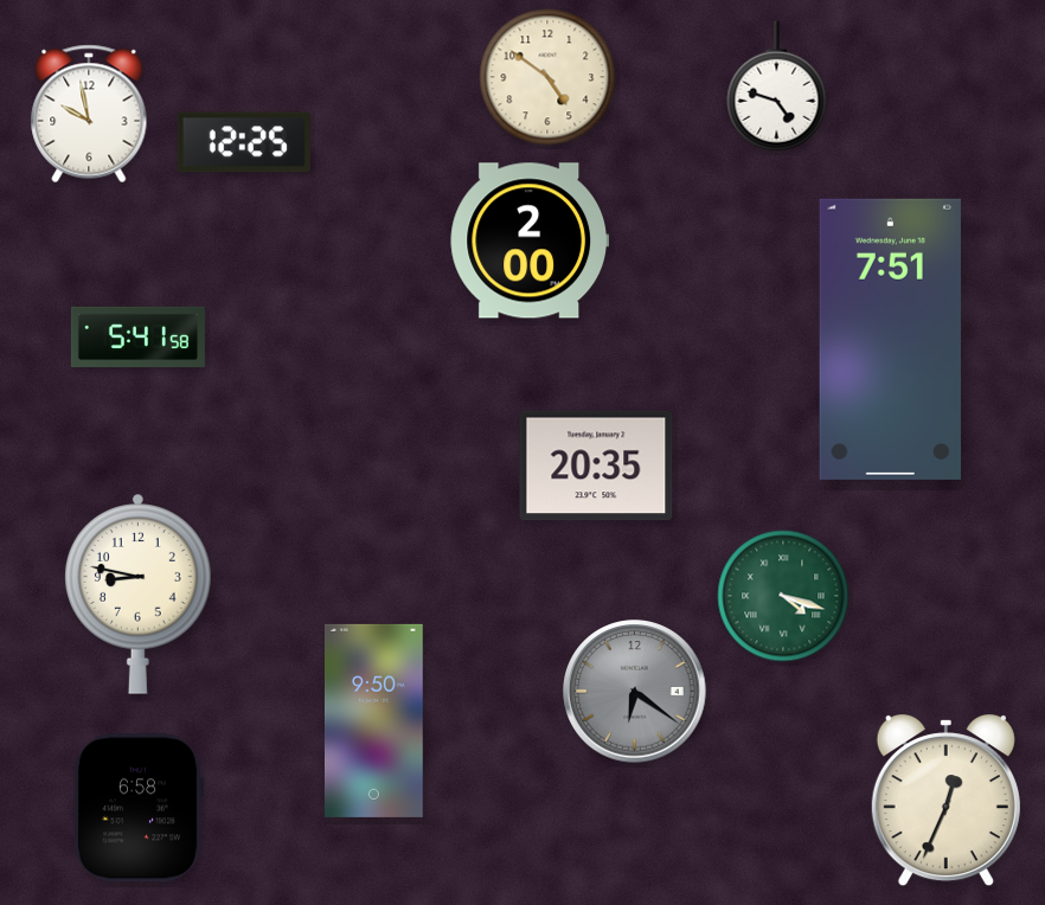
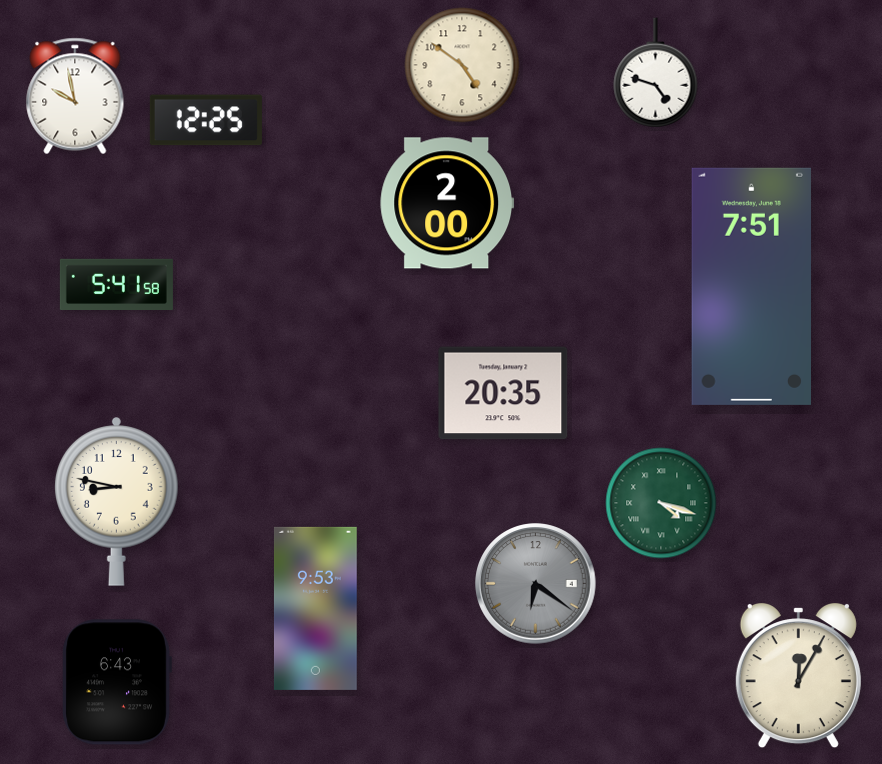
clock at (373, 720): 9:50 -> 9:53
clock at (945, 802): 12:34 -> 12:05
clock at (139, 808): 6:58 -> 6:43
